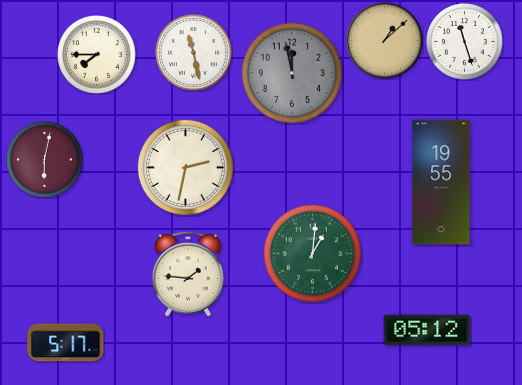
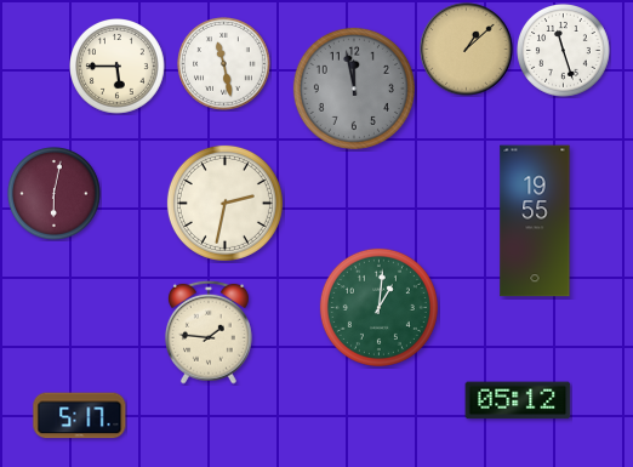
clock at (194, 53) position: (194, 53) -> (224, 64)
clock at (97, 55): 7:45 -> 5:45
clock at (188, 274) position: (188, 274) -> (209, 332)
